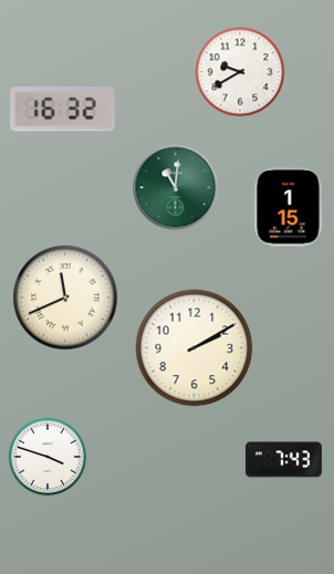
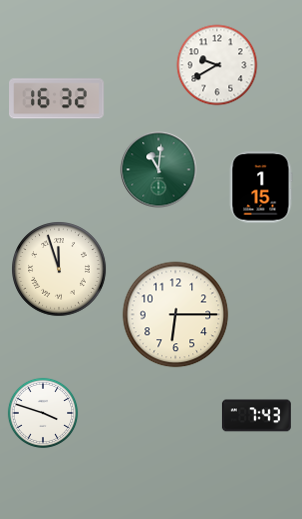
clock at (65, 298): 11:41 -> 11:57
clock at (195, 348): 2:10 -> 6:15
